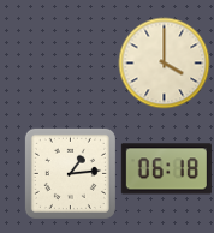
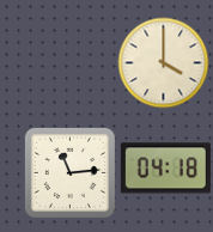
clock at (166, 169): 06:18 -> 04:18
clock at (70, 173): 1:14 -> 11:14
